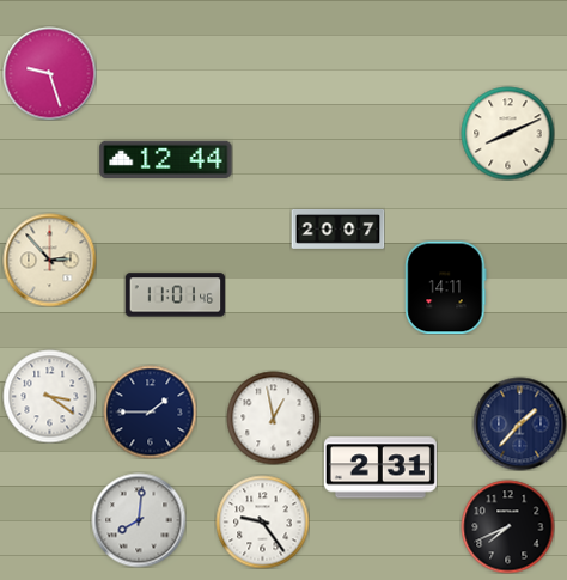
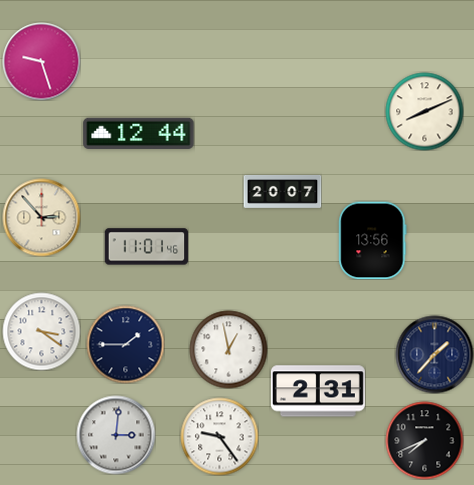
clock at (446, 287): 14:11 -> 13:56
clock at (139, 520): 8:01 -> 3:01
